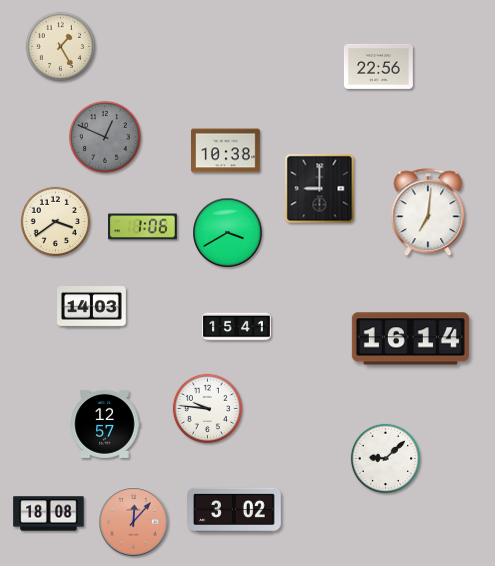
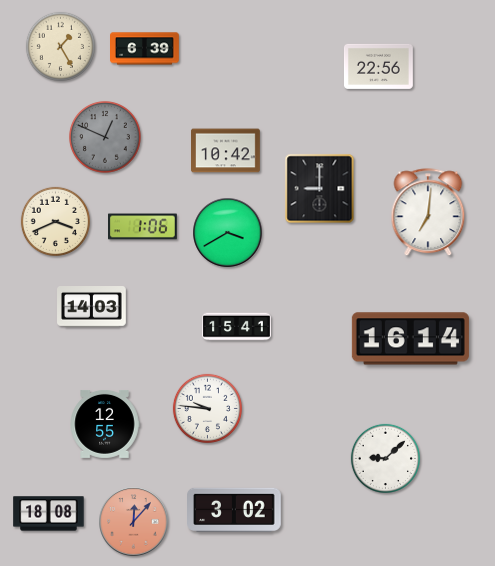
clock at (145, 49): none -> 6:39
clock at (226, 151): 10:38 -> 10:42
clock at (55, 221): 3:39 -> 3:41
clock at (105, 424): 12:57 -> 12:55
